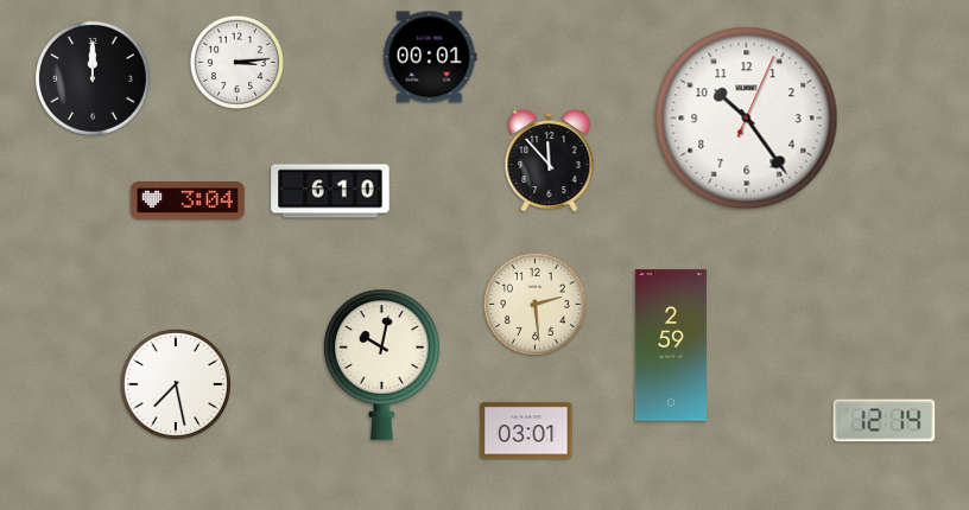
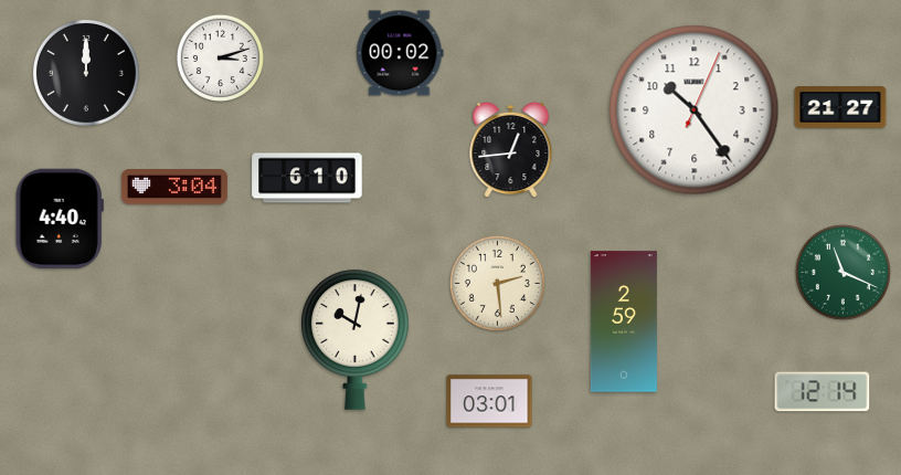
clock at (430, 57): 00:01 -> 00:02
clock at (236, 62): 3:14 -> 3:12
clock at (840, 107): none -> 21:27
clock at (550, 161): 11:53 -> 12:44
clock at (60, 219): none -> 4:40
clock at (842, 272): none -> 11:19
clock at (176, 384): 7:28 -> none
